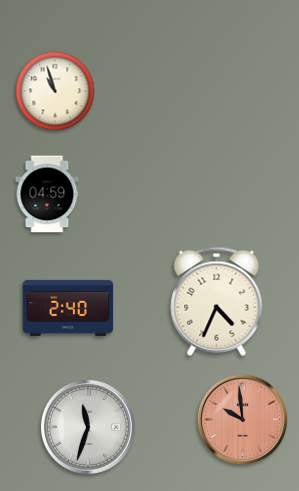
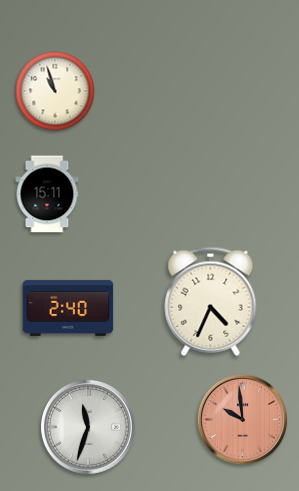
clock at (47, 194): 04:59 -> 15:11
clock at (217, 301) position: (217, 301) -> (211, 301)
